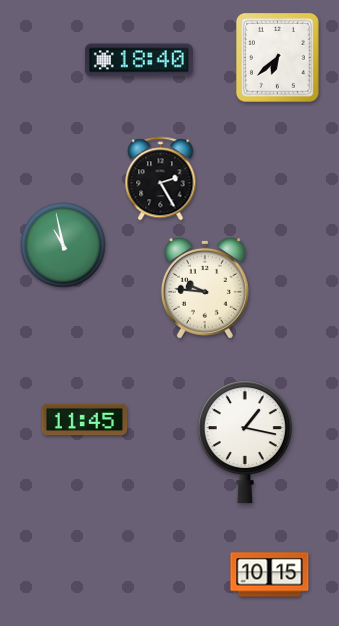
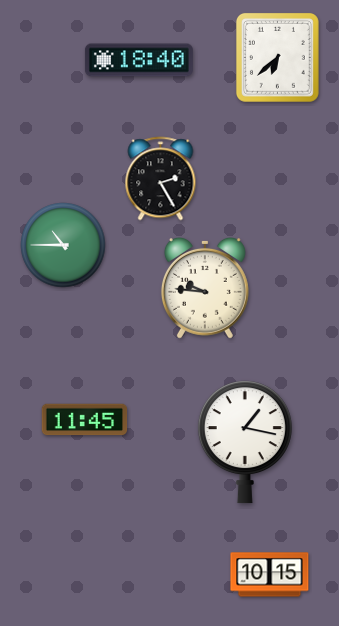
clock at (63, 245): 10:58 -> 10:45
